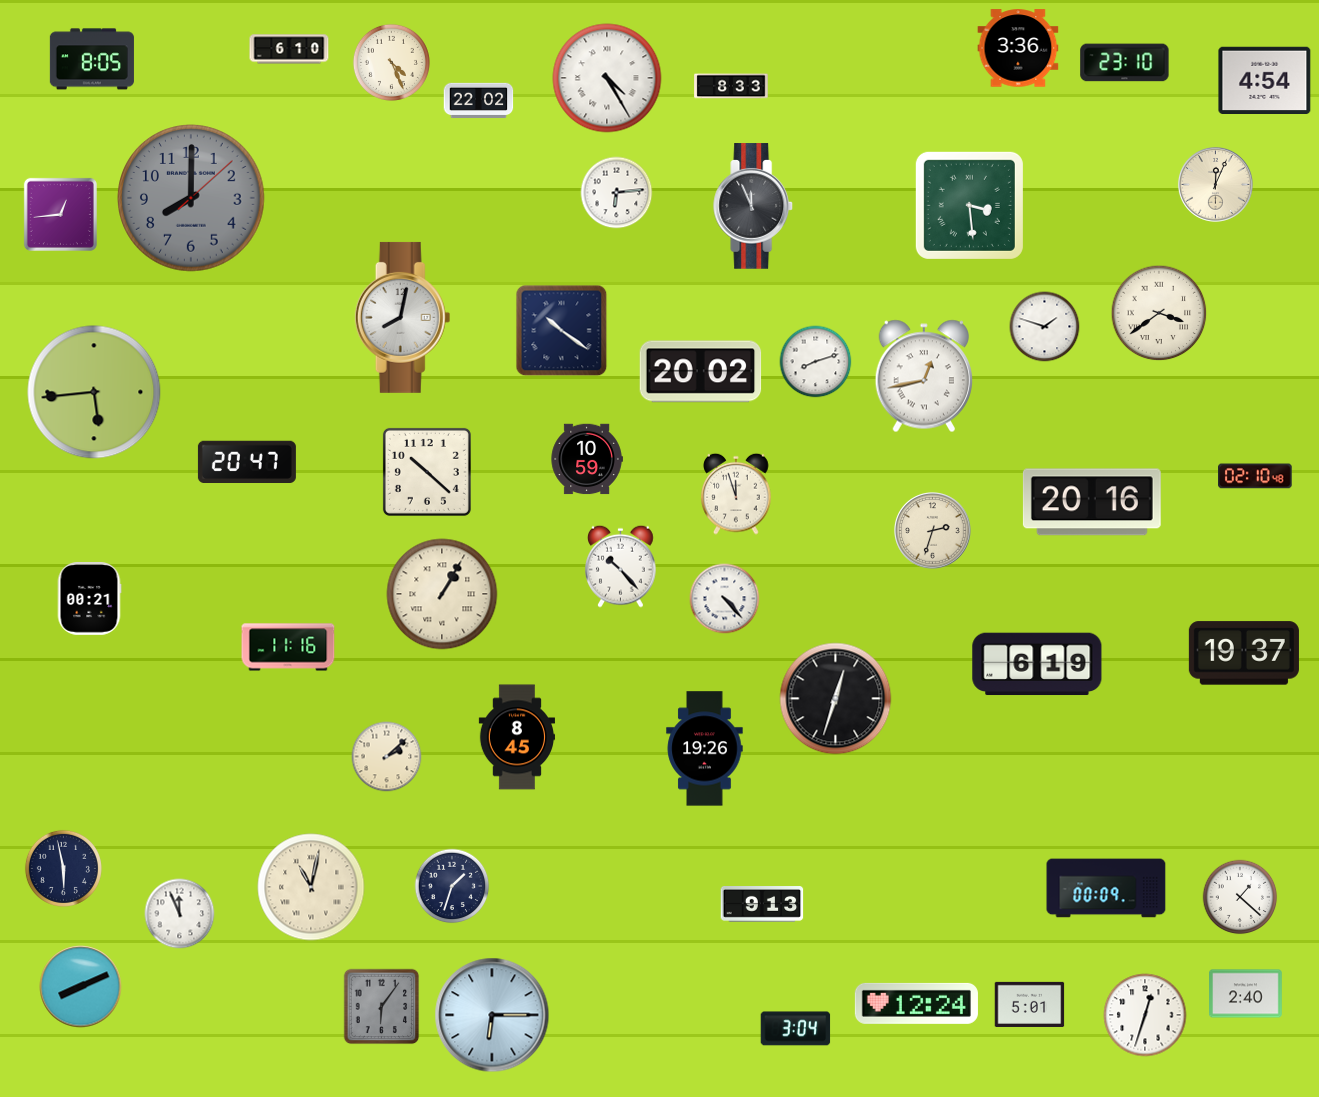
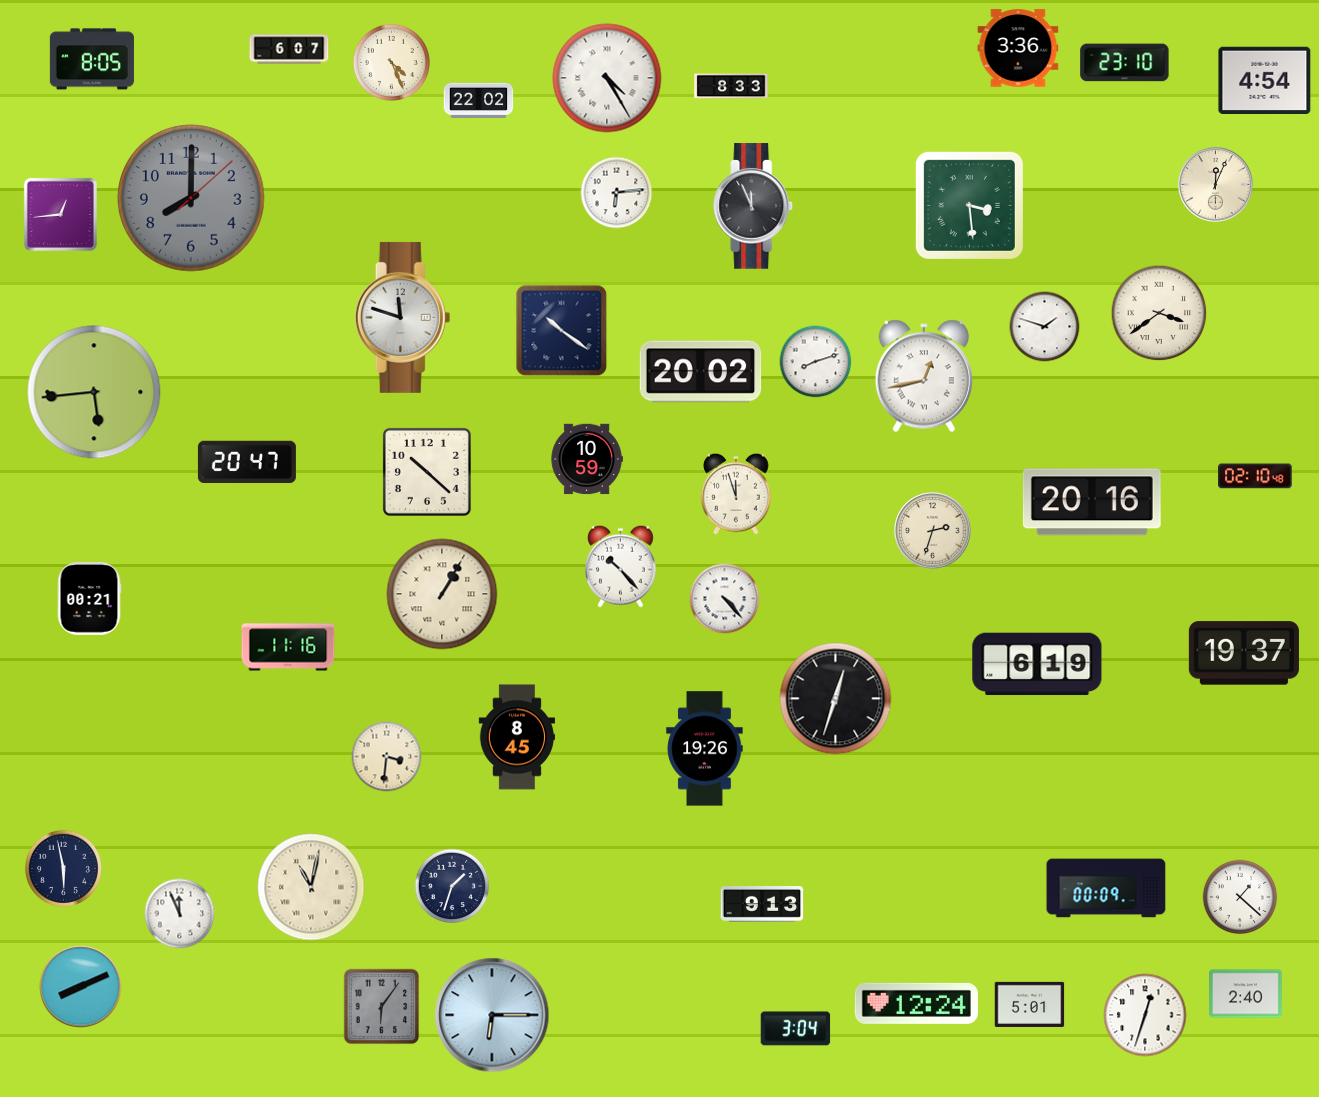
clock at (289, 49): 6:10 -> 6:07
clock at (403, 317): 8:02 -> 11:48
clock at (387, 757): 2:08 -> 3:31
